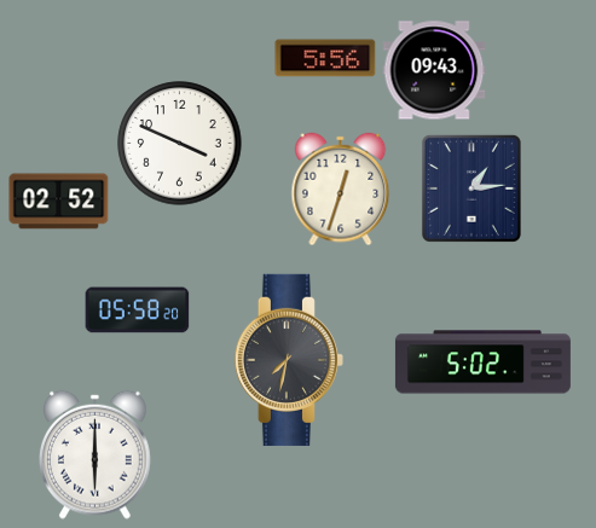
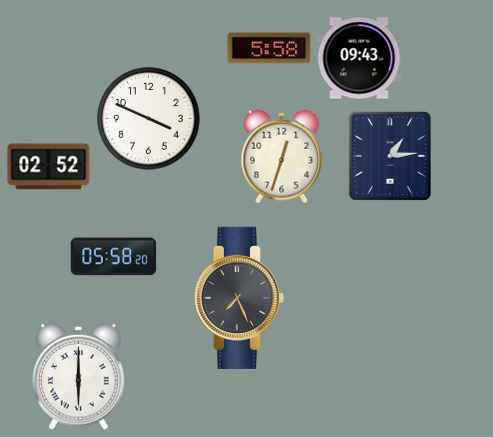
clock at (325, 58): 5:56 -> 5:58
clock at (289, 360): 7:32 -> 7:26
clock at (482, 362): 5:02 -> none
